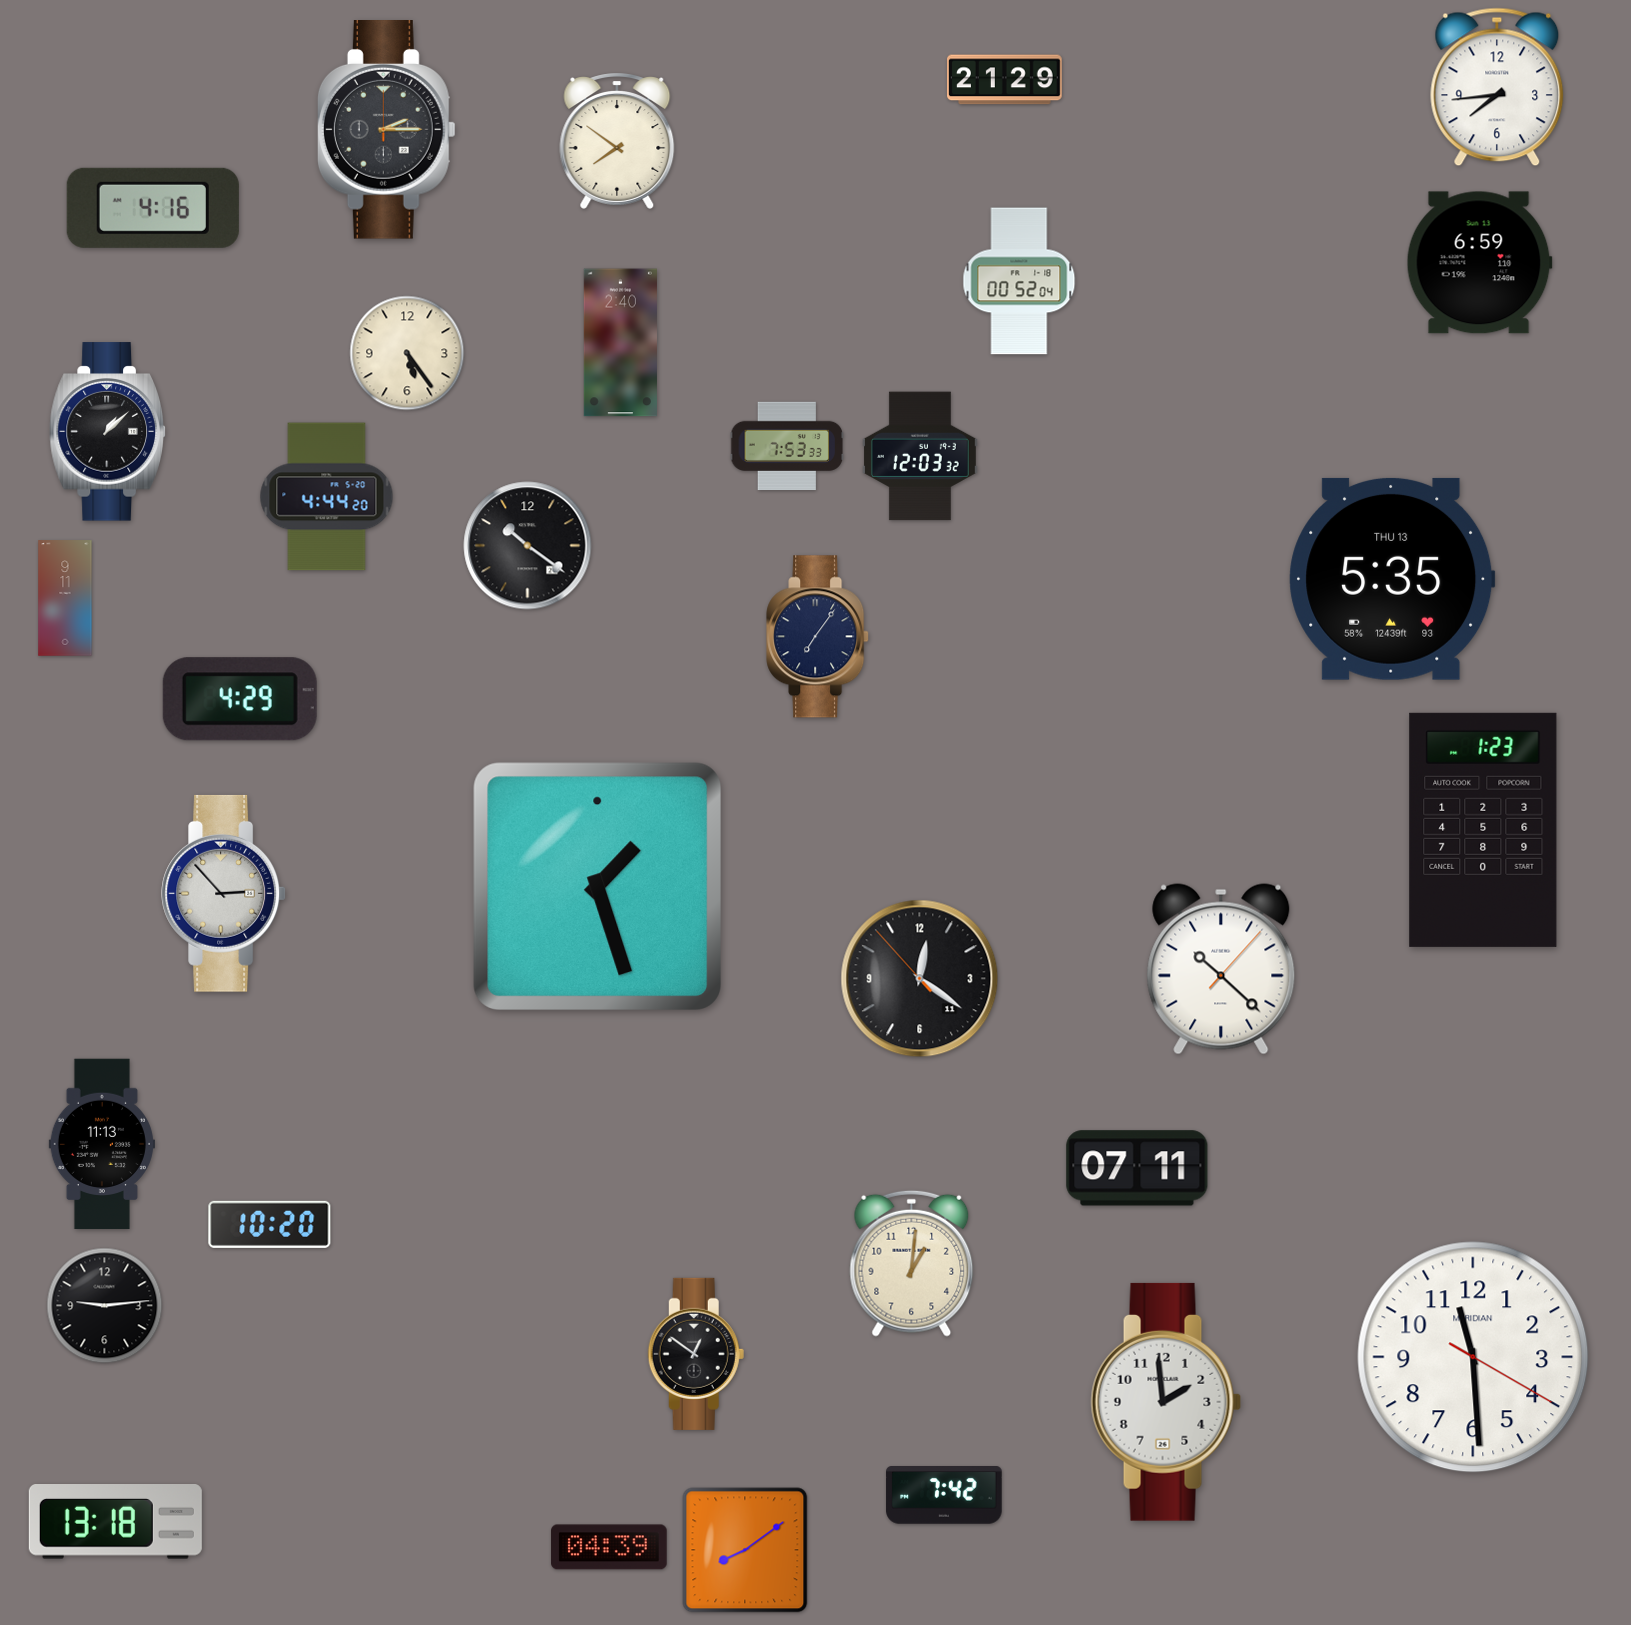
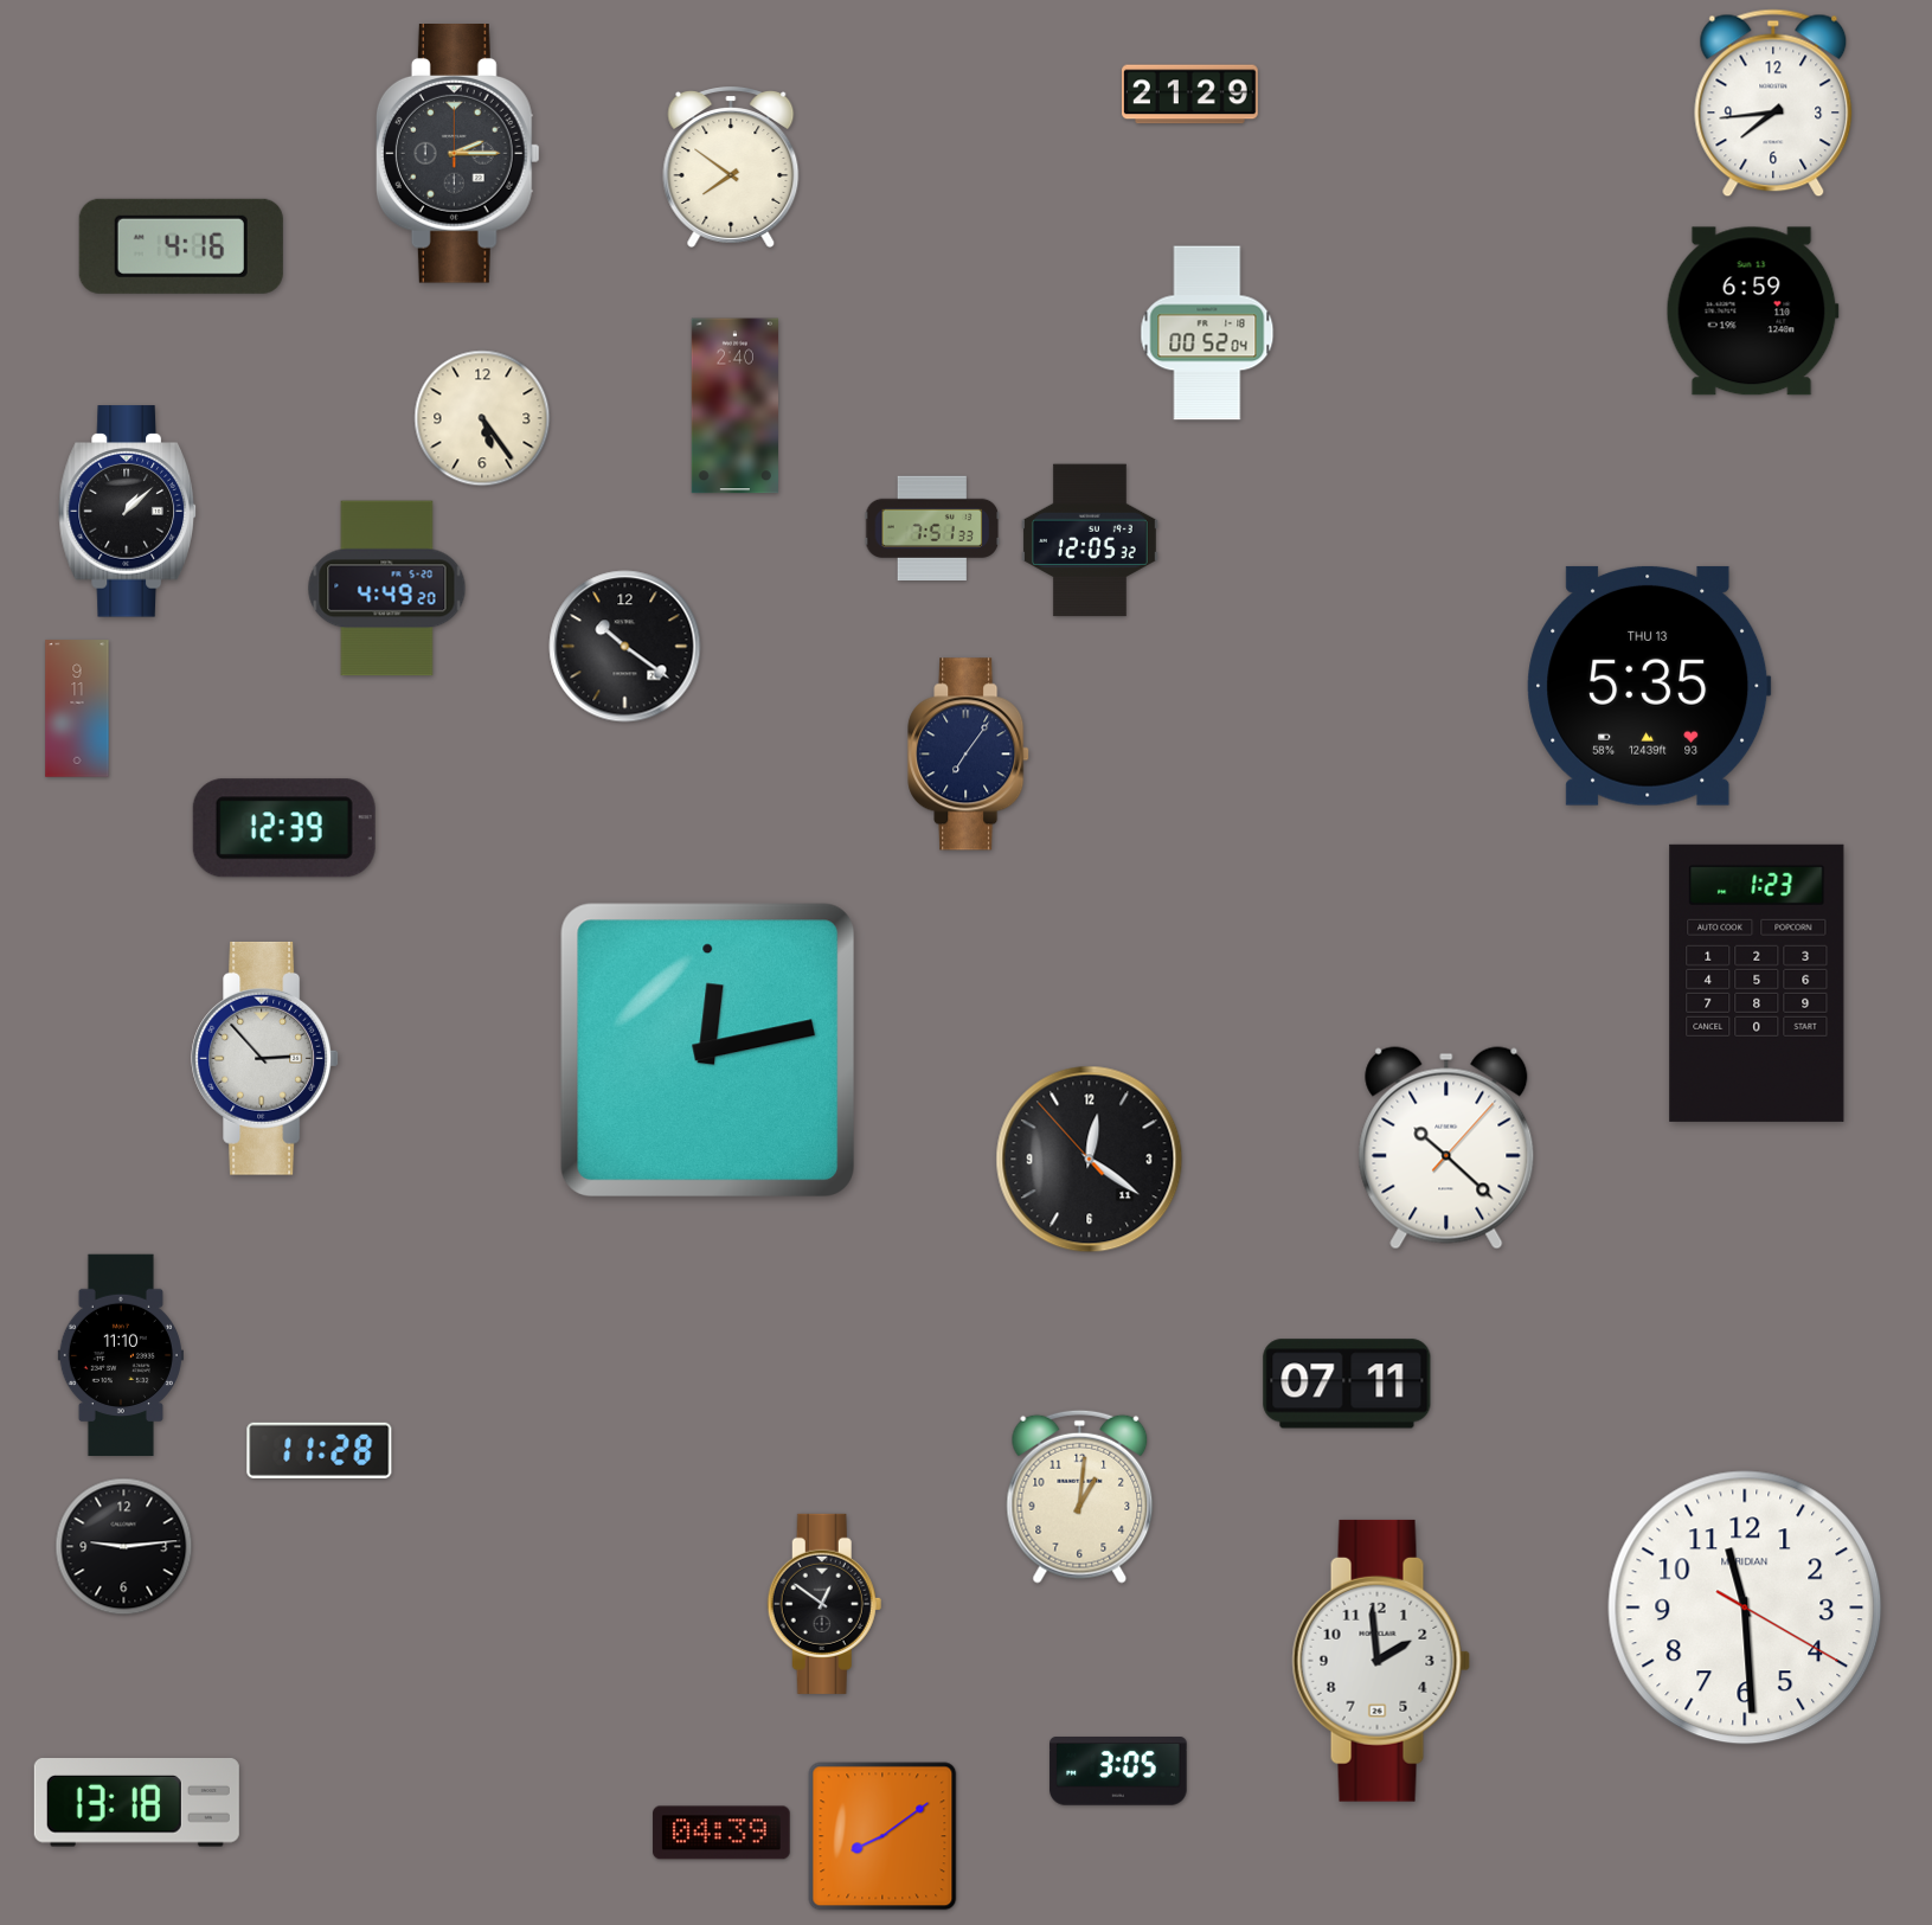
clock at (787, 446): 7:53 -> 7:51
clock at (920, 456): 12:03 -> 12:05
clock at (327, 497): 4:44 -> 4:49
clock at (240, 699): 4:29 -> 12:39
clock at (597, 886): 1:27 -> 12:13
clock at (102, 1144): 11:13 -> 11:10
clock at (270, 1224): 10:20 -> 11:28
clock at (944, 1495): 7:42 -> 3:05
